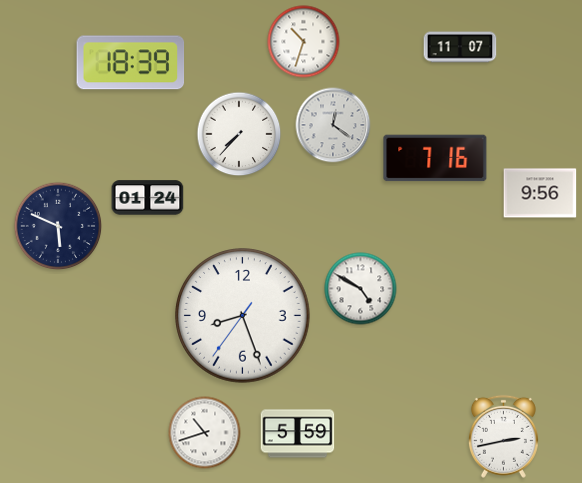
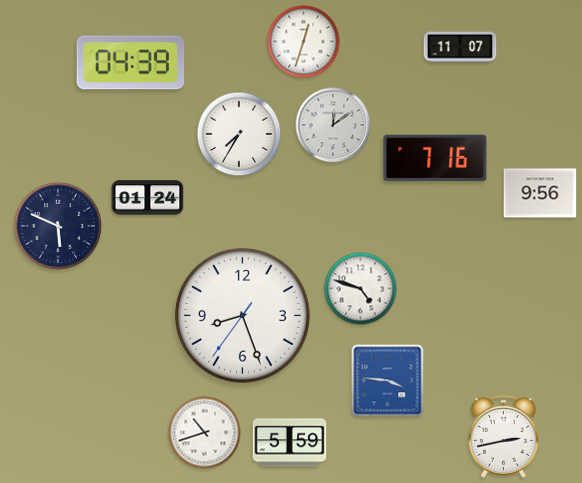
clock at (304, 42): 10:33 -> 12:33
clock at (131, 63): 18:39 -> 04:39
clock at (333, 125): 12:21 -> 12:09
clock at (239, 134): 7:37 -> 7:35
clock at (361, 289): 4:50 -> 4:48
clock at (388, 381): none -> 3:46
clock at (298, 434) position: (298, 434) -> (290, 443)
